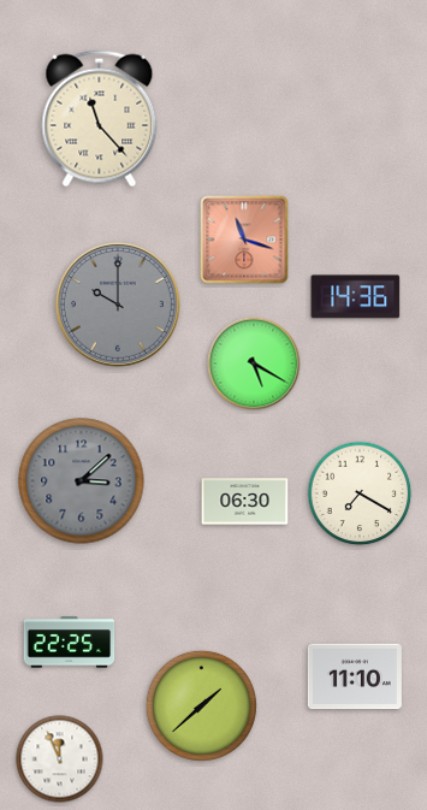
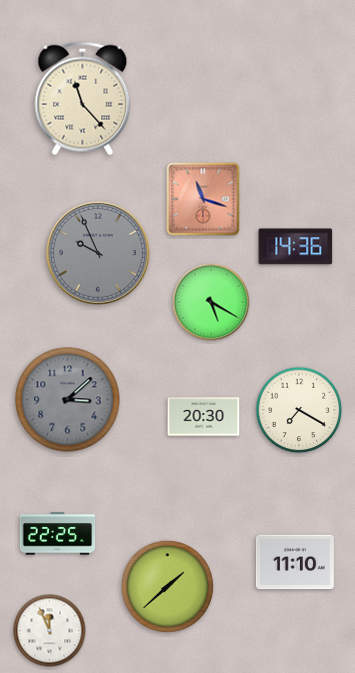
clock at (118, 305): 10:00 -> 9:56
clock at (245, 502): 06:30 -> 20:30
